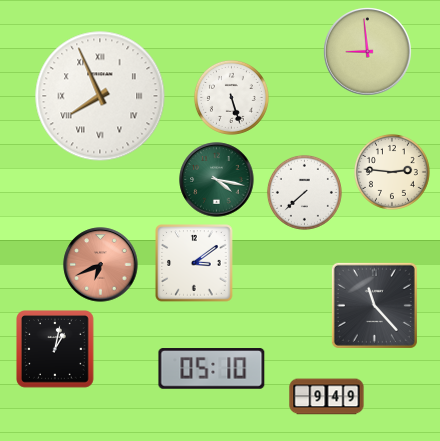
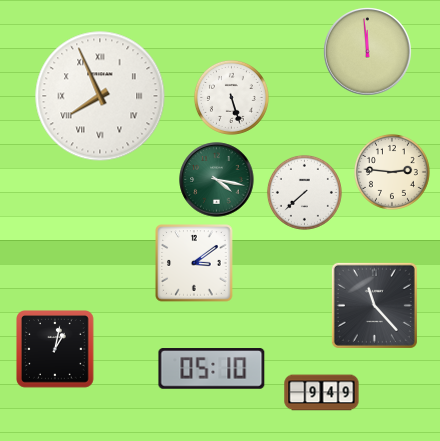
clock at (368, 52): 8:59 -> 11:59
clock at (101, 265): 6:41 -> none
clock at (327, 397) position: (327, 397) -> (322, 393)
